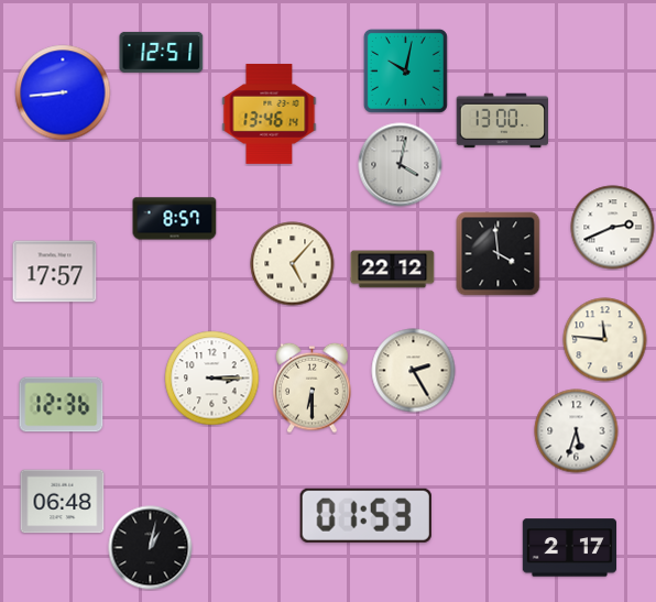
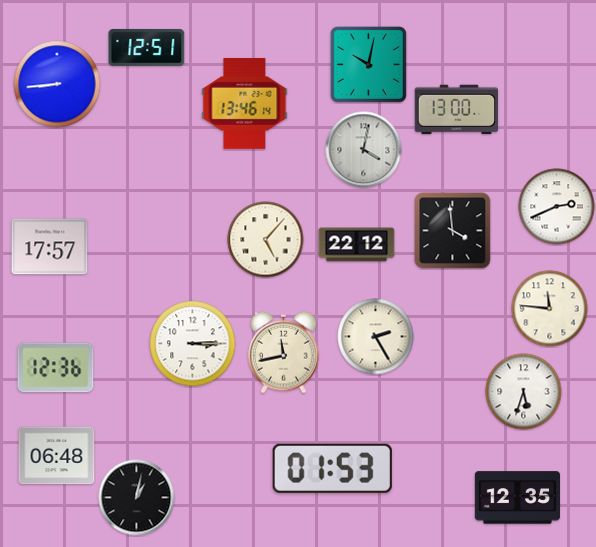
clock at (175, 219): 8:57 -> none
clock at (313, 387): 6:30 -> 11:43
clock at (569, 548): 2:17 -> 12:35
